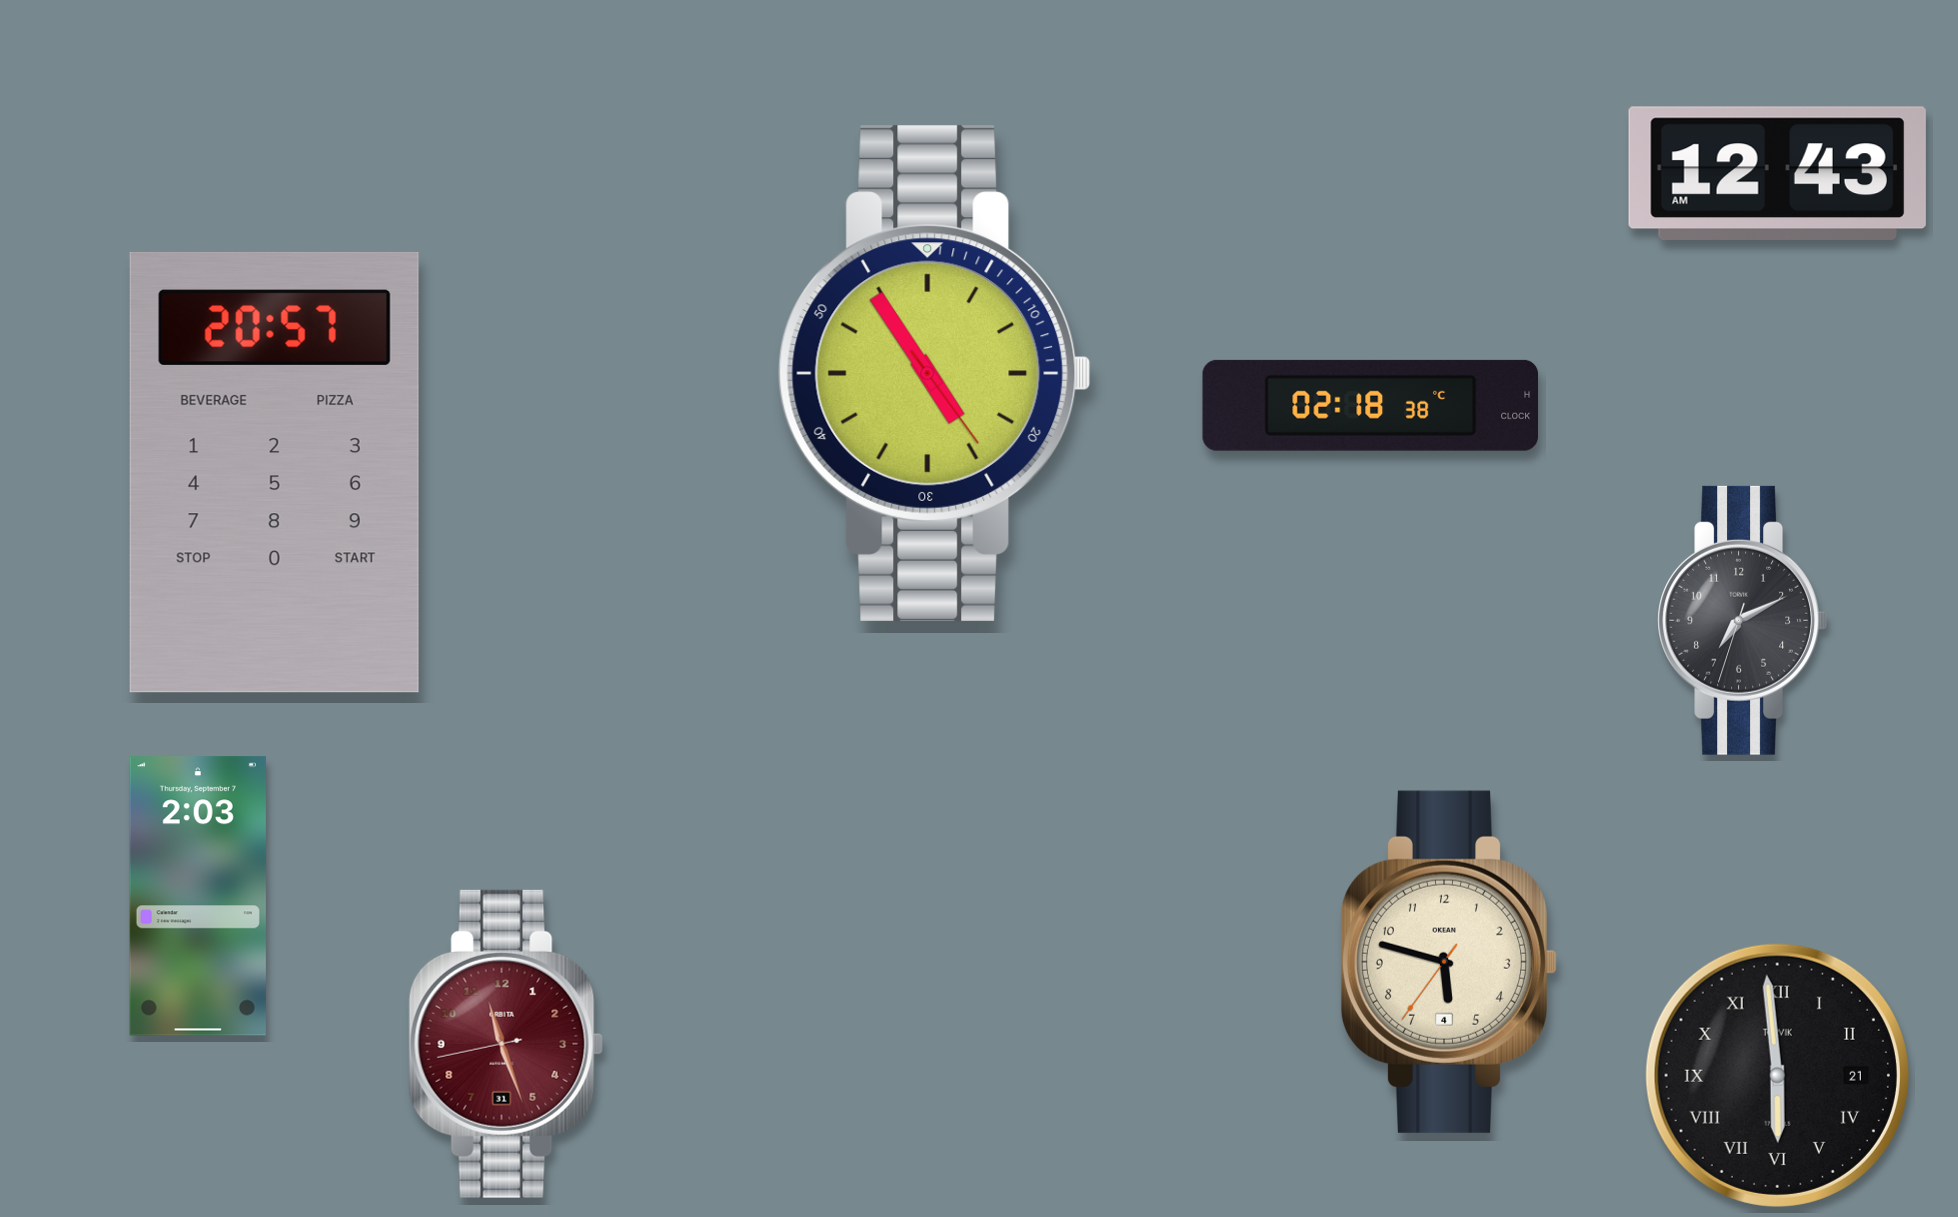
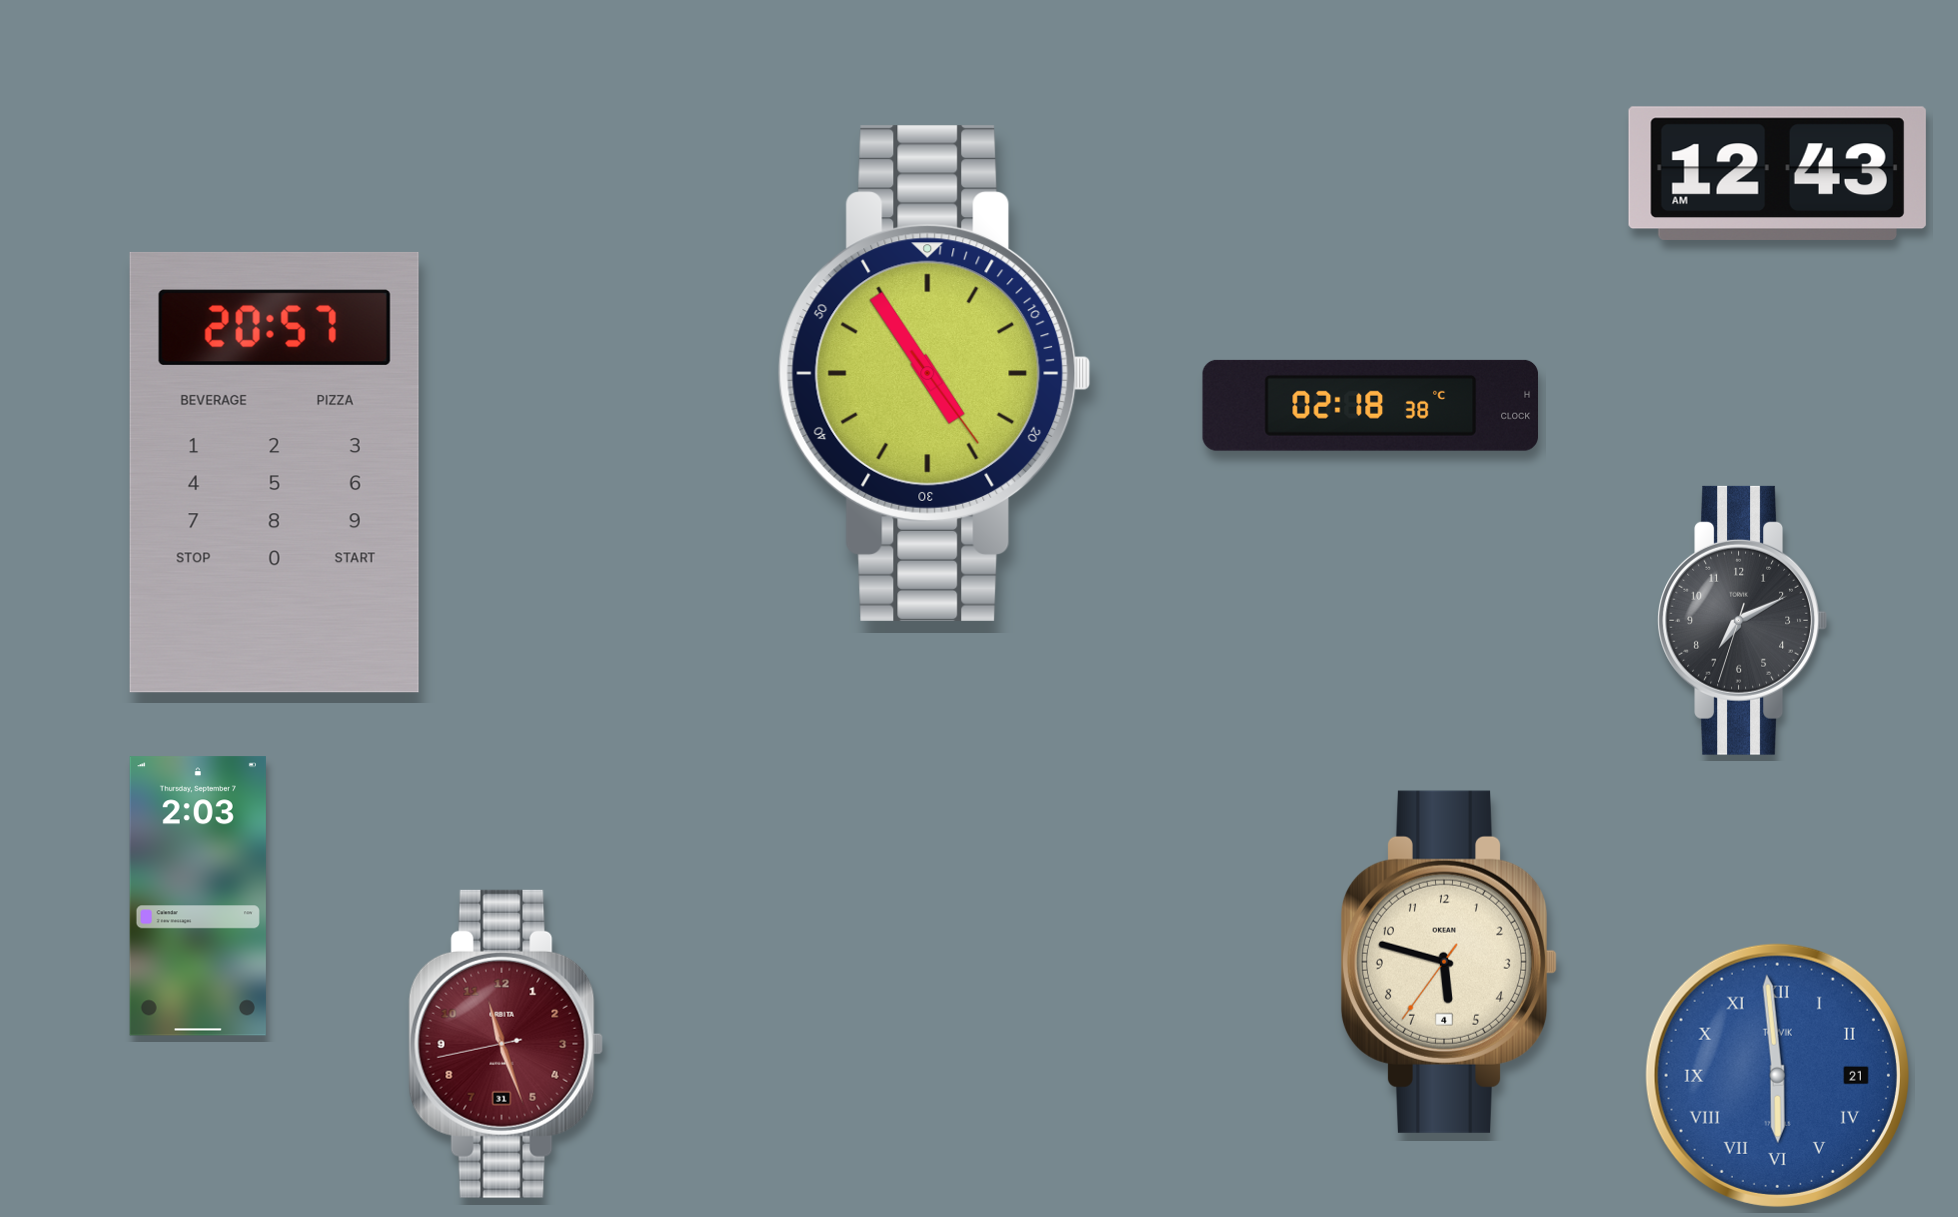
clock at (1777, 1075) dial: black -> blue
